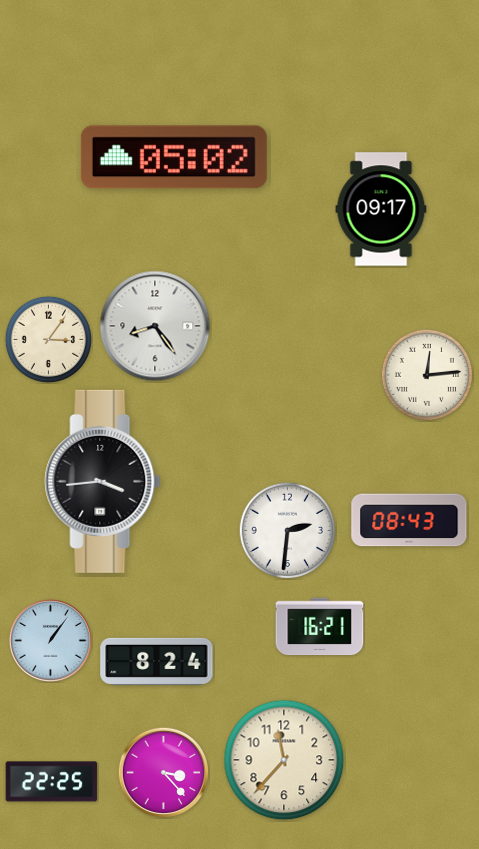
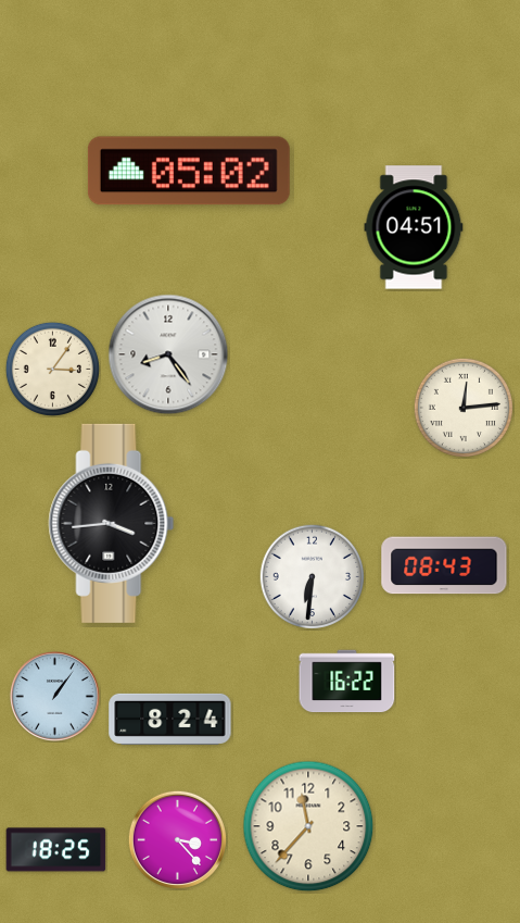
clock at (381, 209): 09:17 -> 04:51
clock at (287, 530): 2:31 -> 6:31
clock at (320, 627): 16:21 -> 16:22
clock at (52, 782): 22:25 -> 18:25
